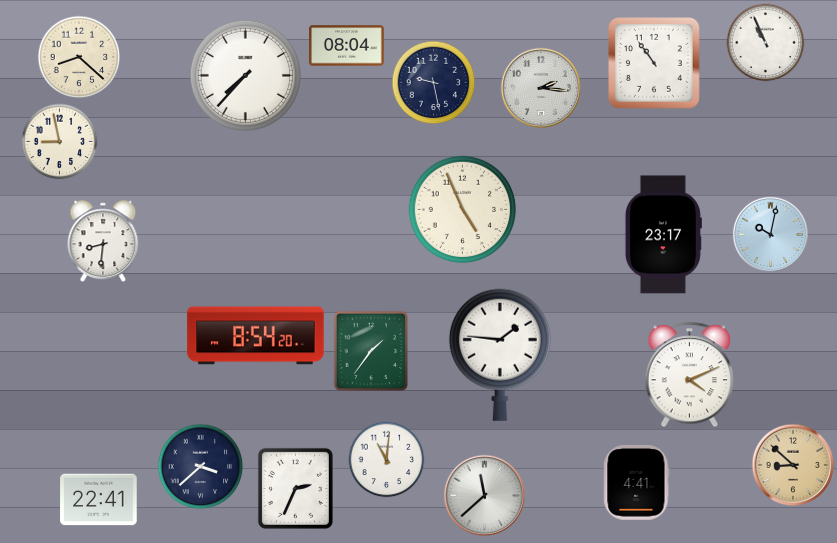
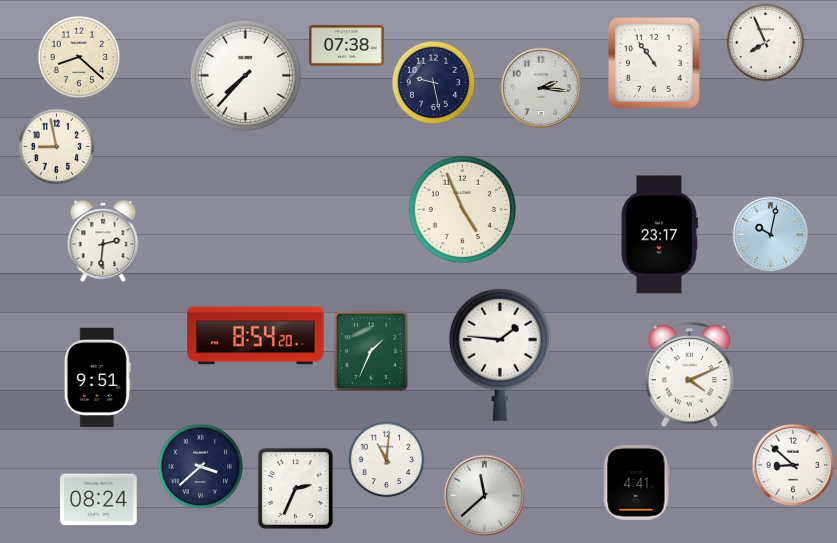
clock at (766, 43): 10:56 -> 7:56
clock at (347, 46): 08:04 -> 07:38
clock at (60, 142) position: (60, 142) -> (57, 147)
clock at (663, 235) position: (663, 235) -> (659, 235)
clock at (103, 241): 8:31 -> 2:31
clock at (371, 351): 1:36 -> 1:34
clock at (97, 377): none -> 9:51
clock at (793, 465) dial: champagne -> white
clock at (99, 500): 22:41 -> 08:24
